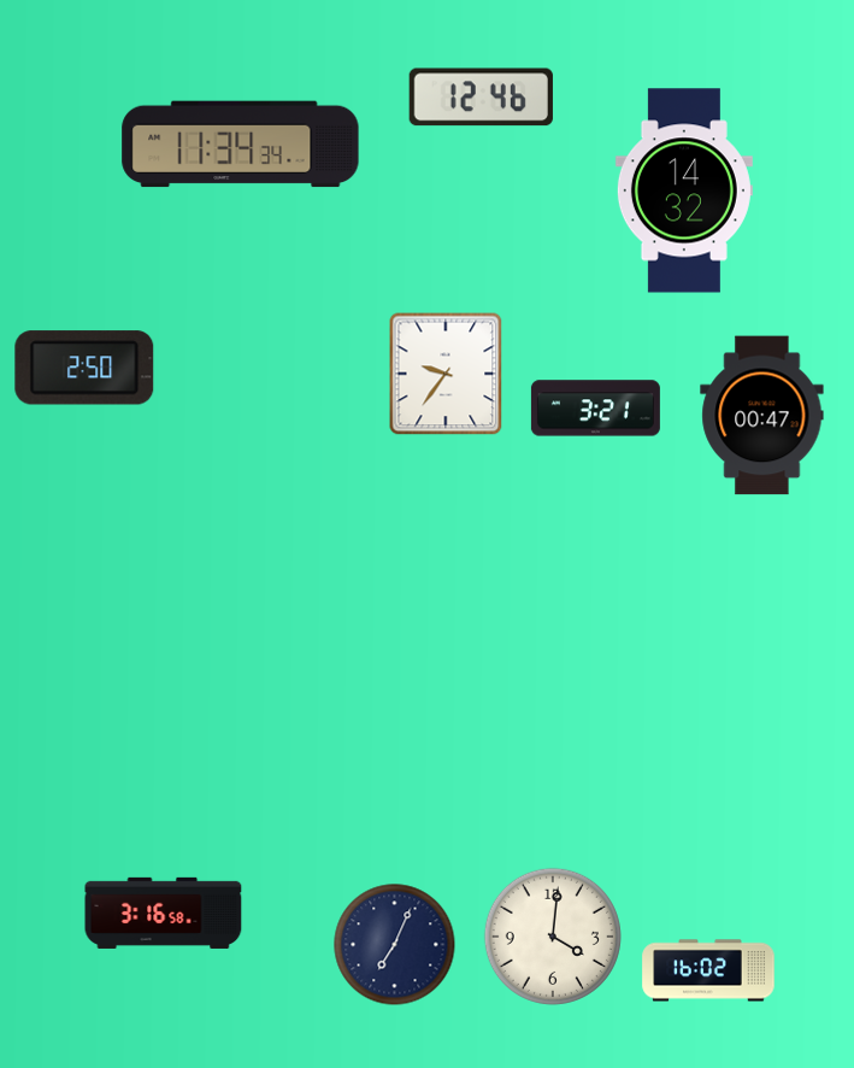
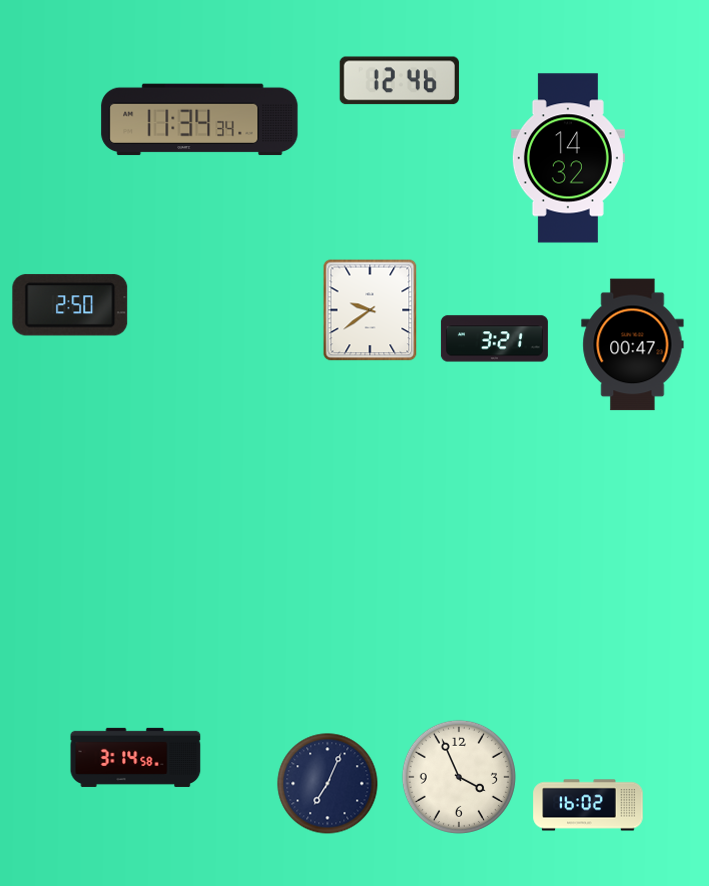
clock at (446, 374): 9:36 -> 9:39
clock at (164, 913): 3:16 -> 3:14
clock at (553, 937): 4:01 -> 3:56
